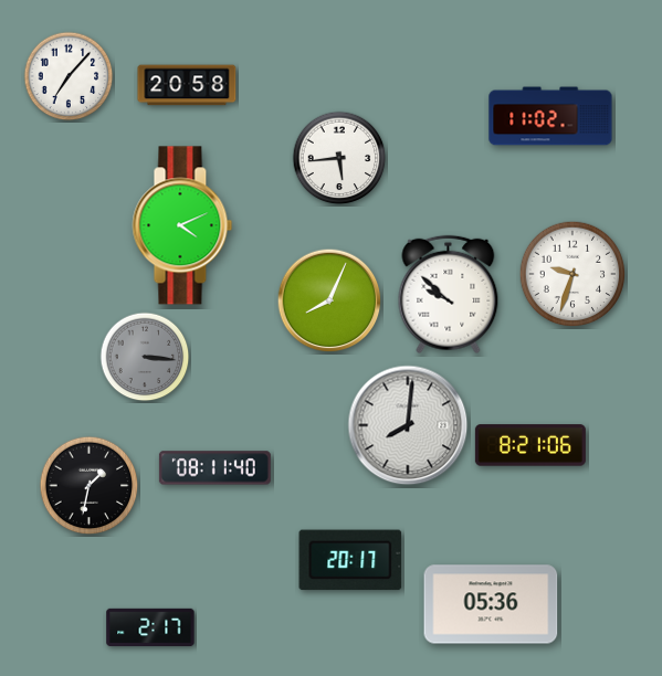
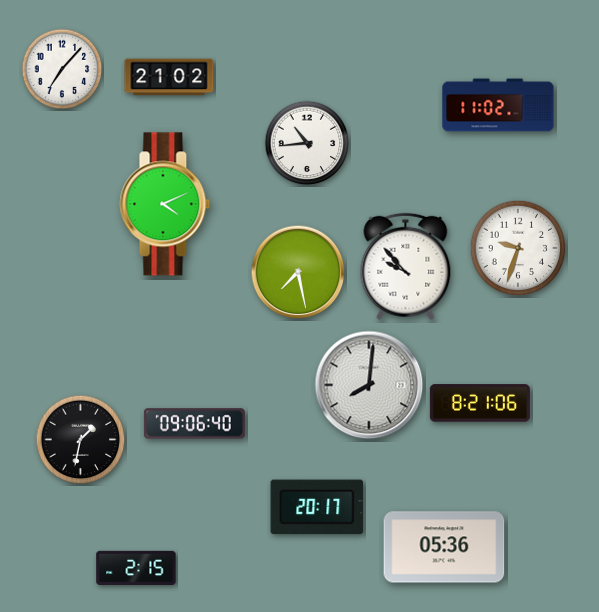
clock at (187, 85): 20:58 -> 21:02
clock at (339, 158): 5:44 -> 10:44
clock at (449, 295): 9:52 -> 9:53
clock at (329, 300): 8:04 -> 7:28
clock at (145, 357): 3:16 -> none
clock at (214, 468): 08:11 -> 09:06
clock at (150, 626): 2:17 -> 2:15
